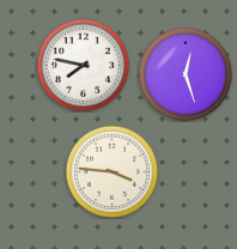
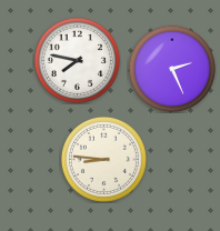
clock at (186, 74): 12:27 -> 2:26
clock at (111, 171): 3:46 -> 8:46
